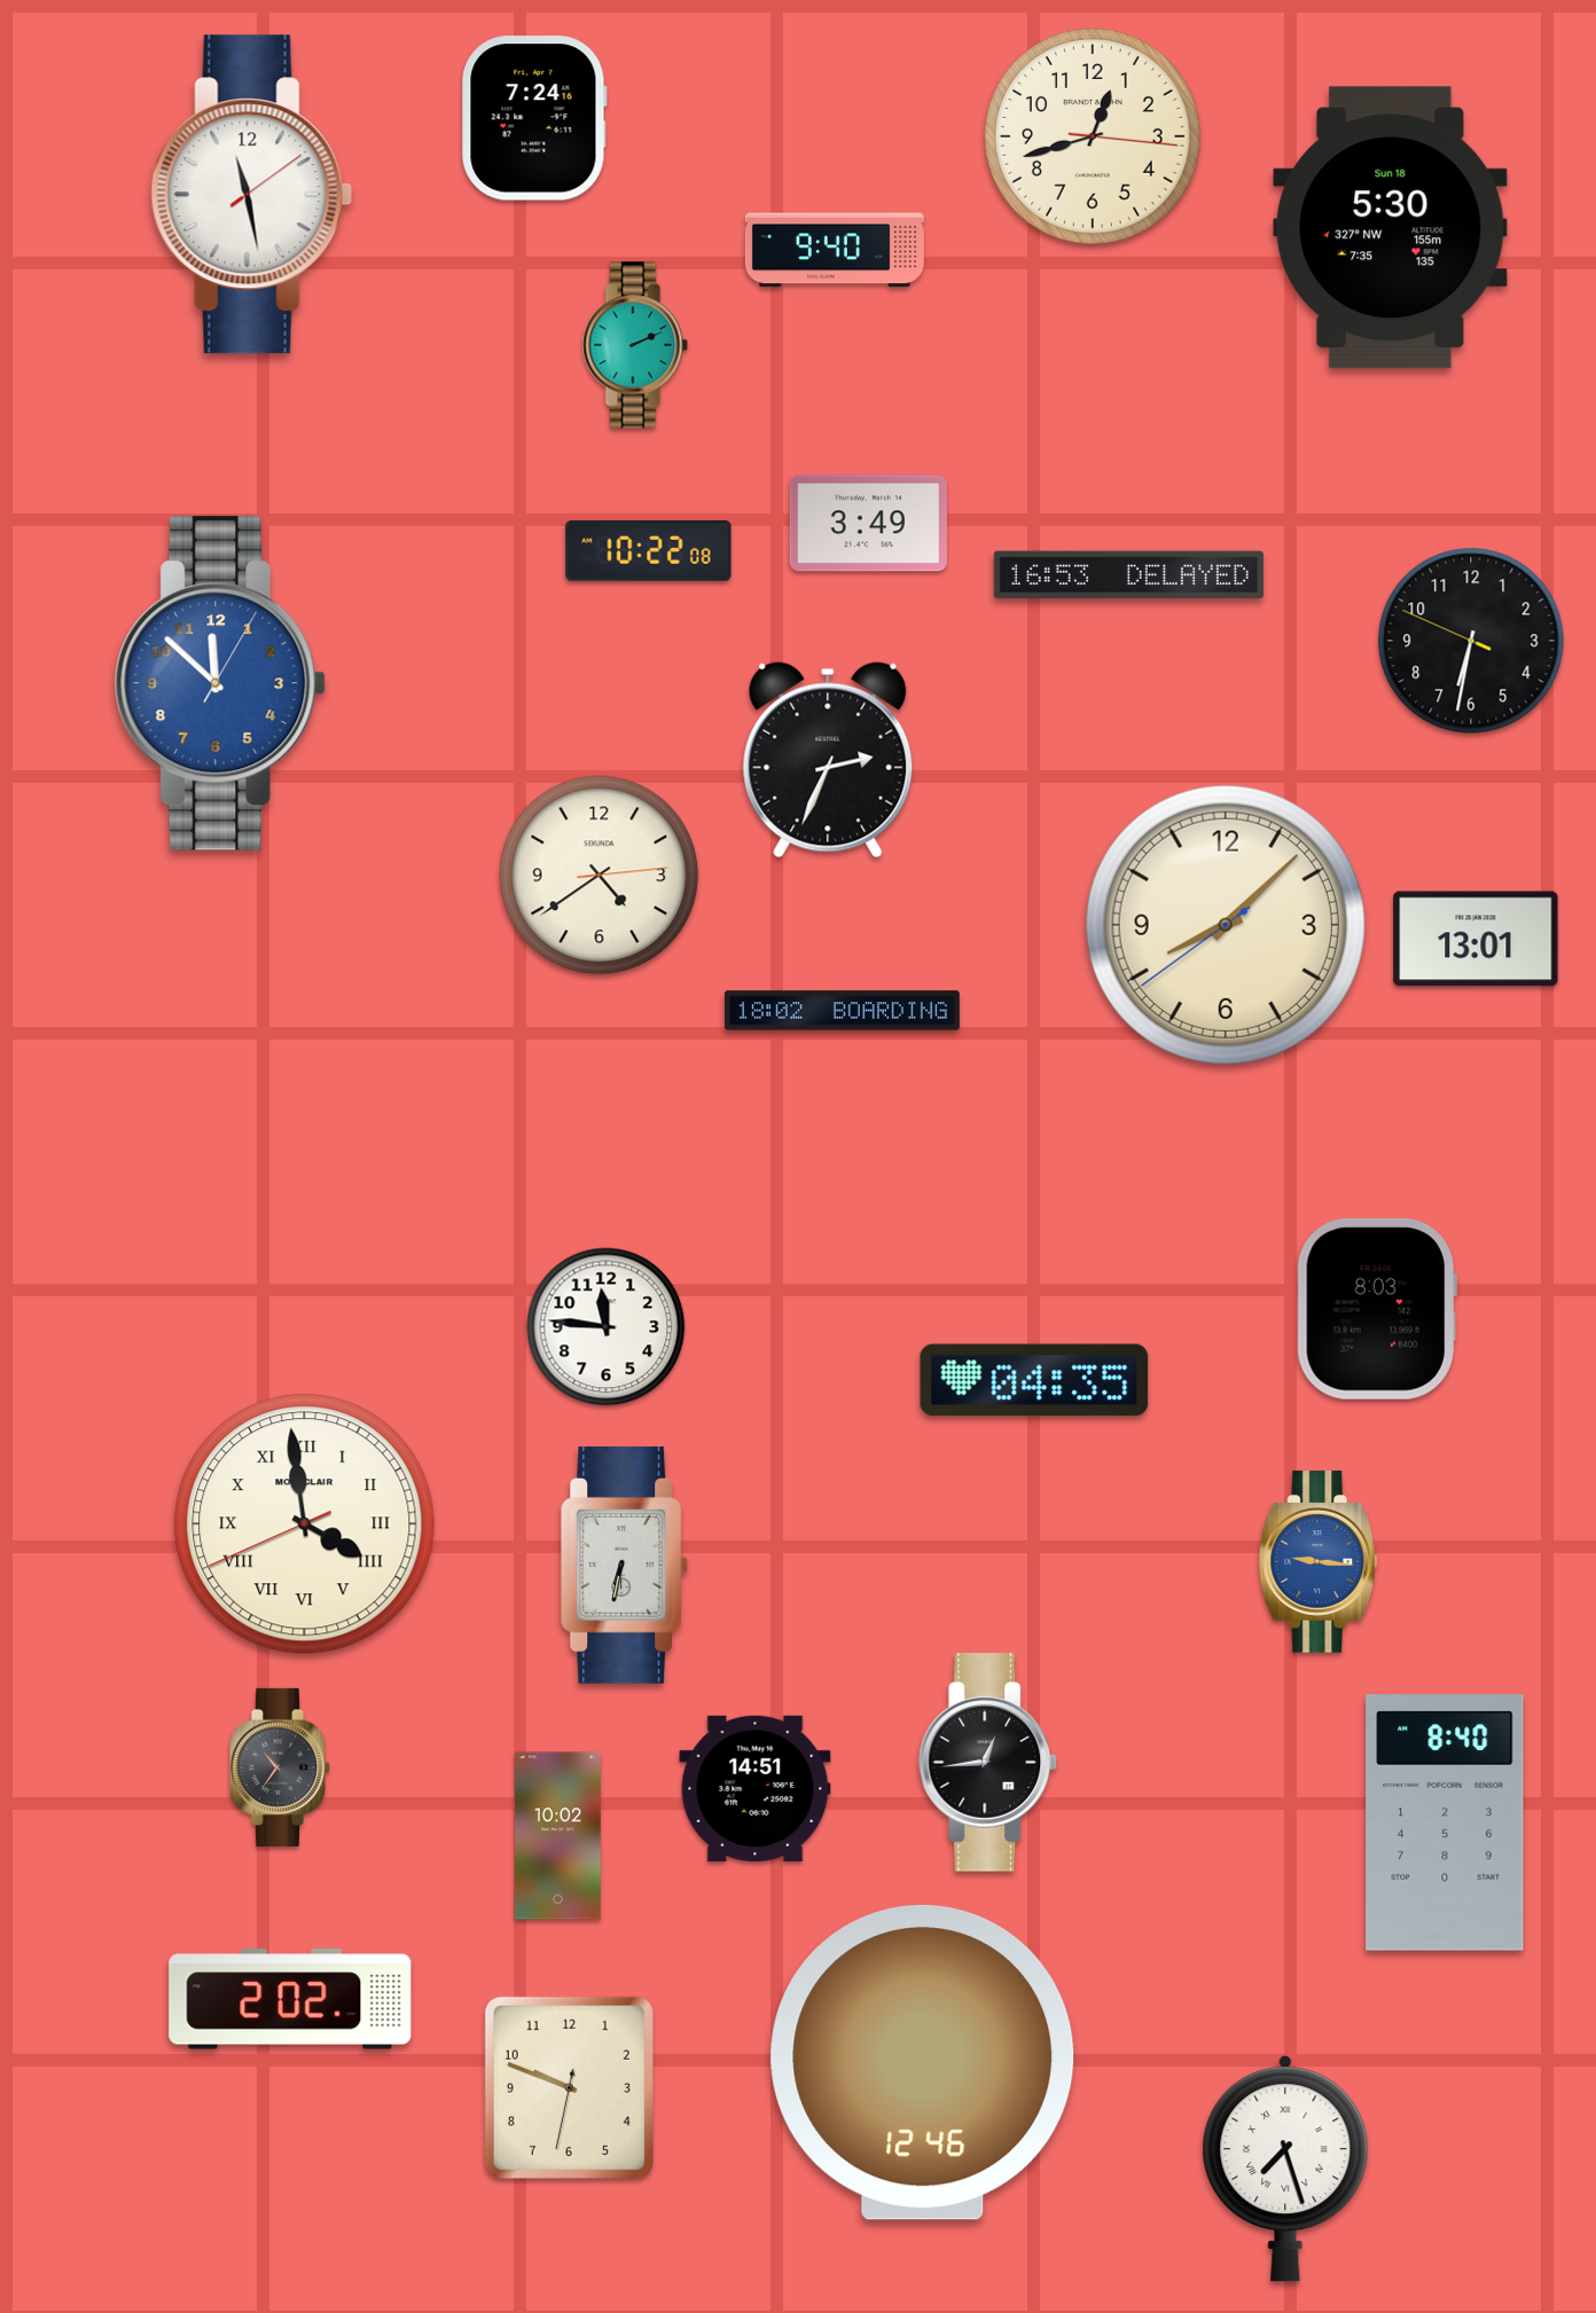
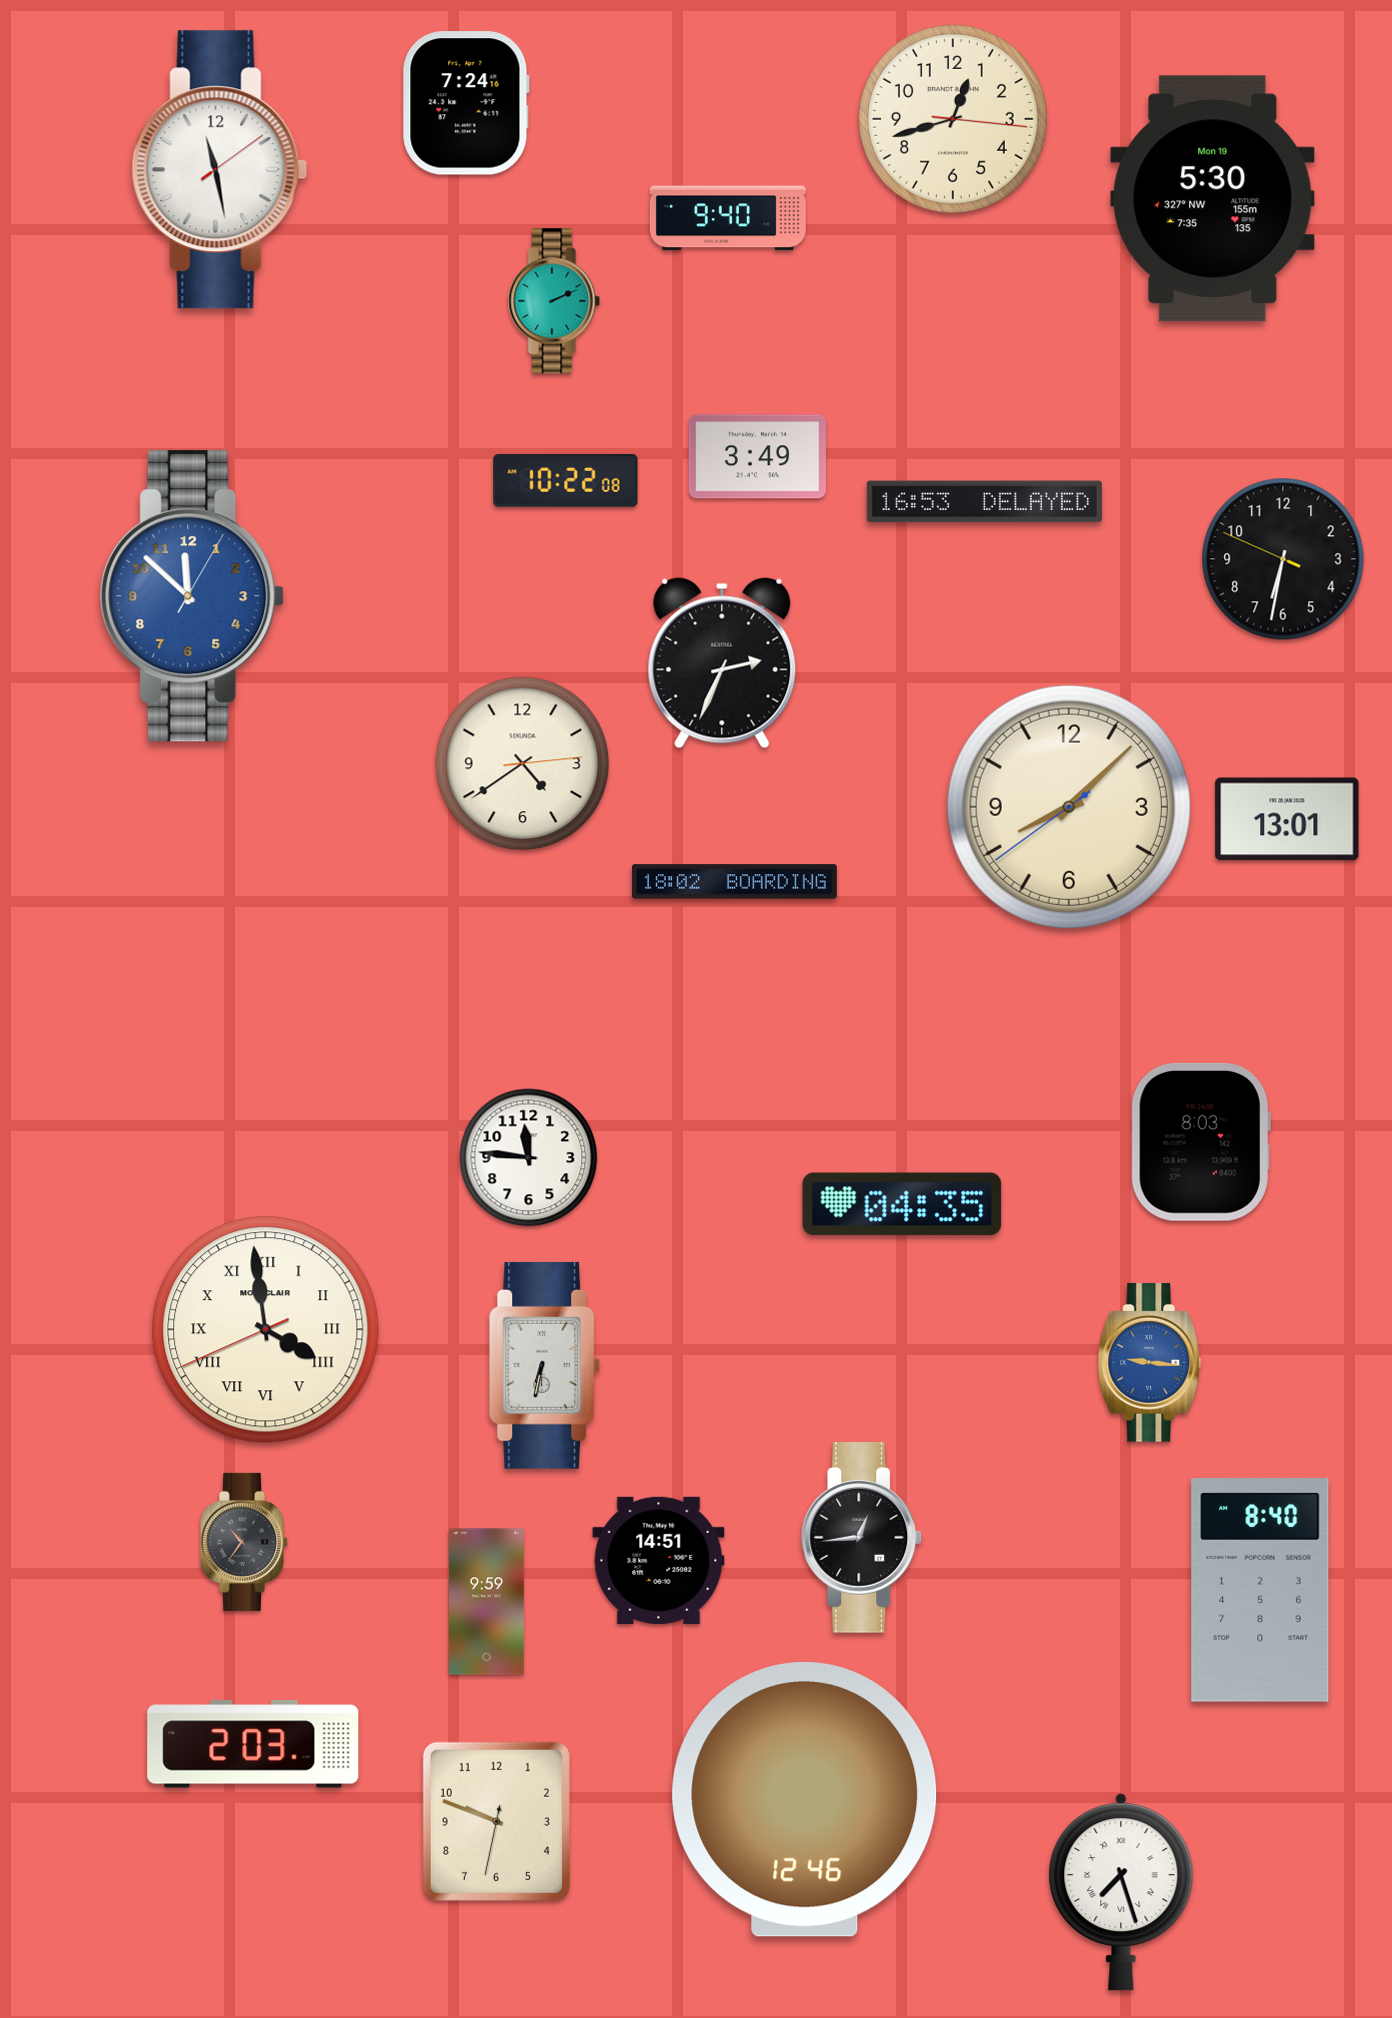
clock at (1391, 228) date: Sun 18 -> Mon 19
clock at (558, 1836): 10:02 -> 9:59
clock at (290, 1999): 2:02 -> 2:03
